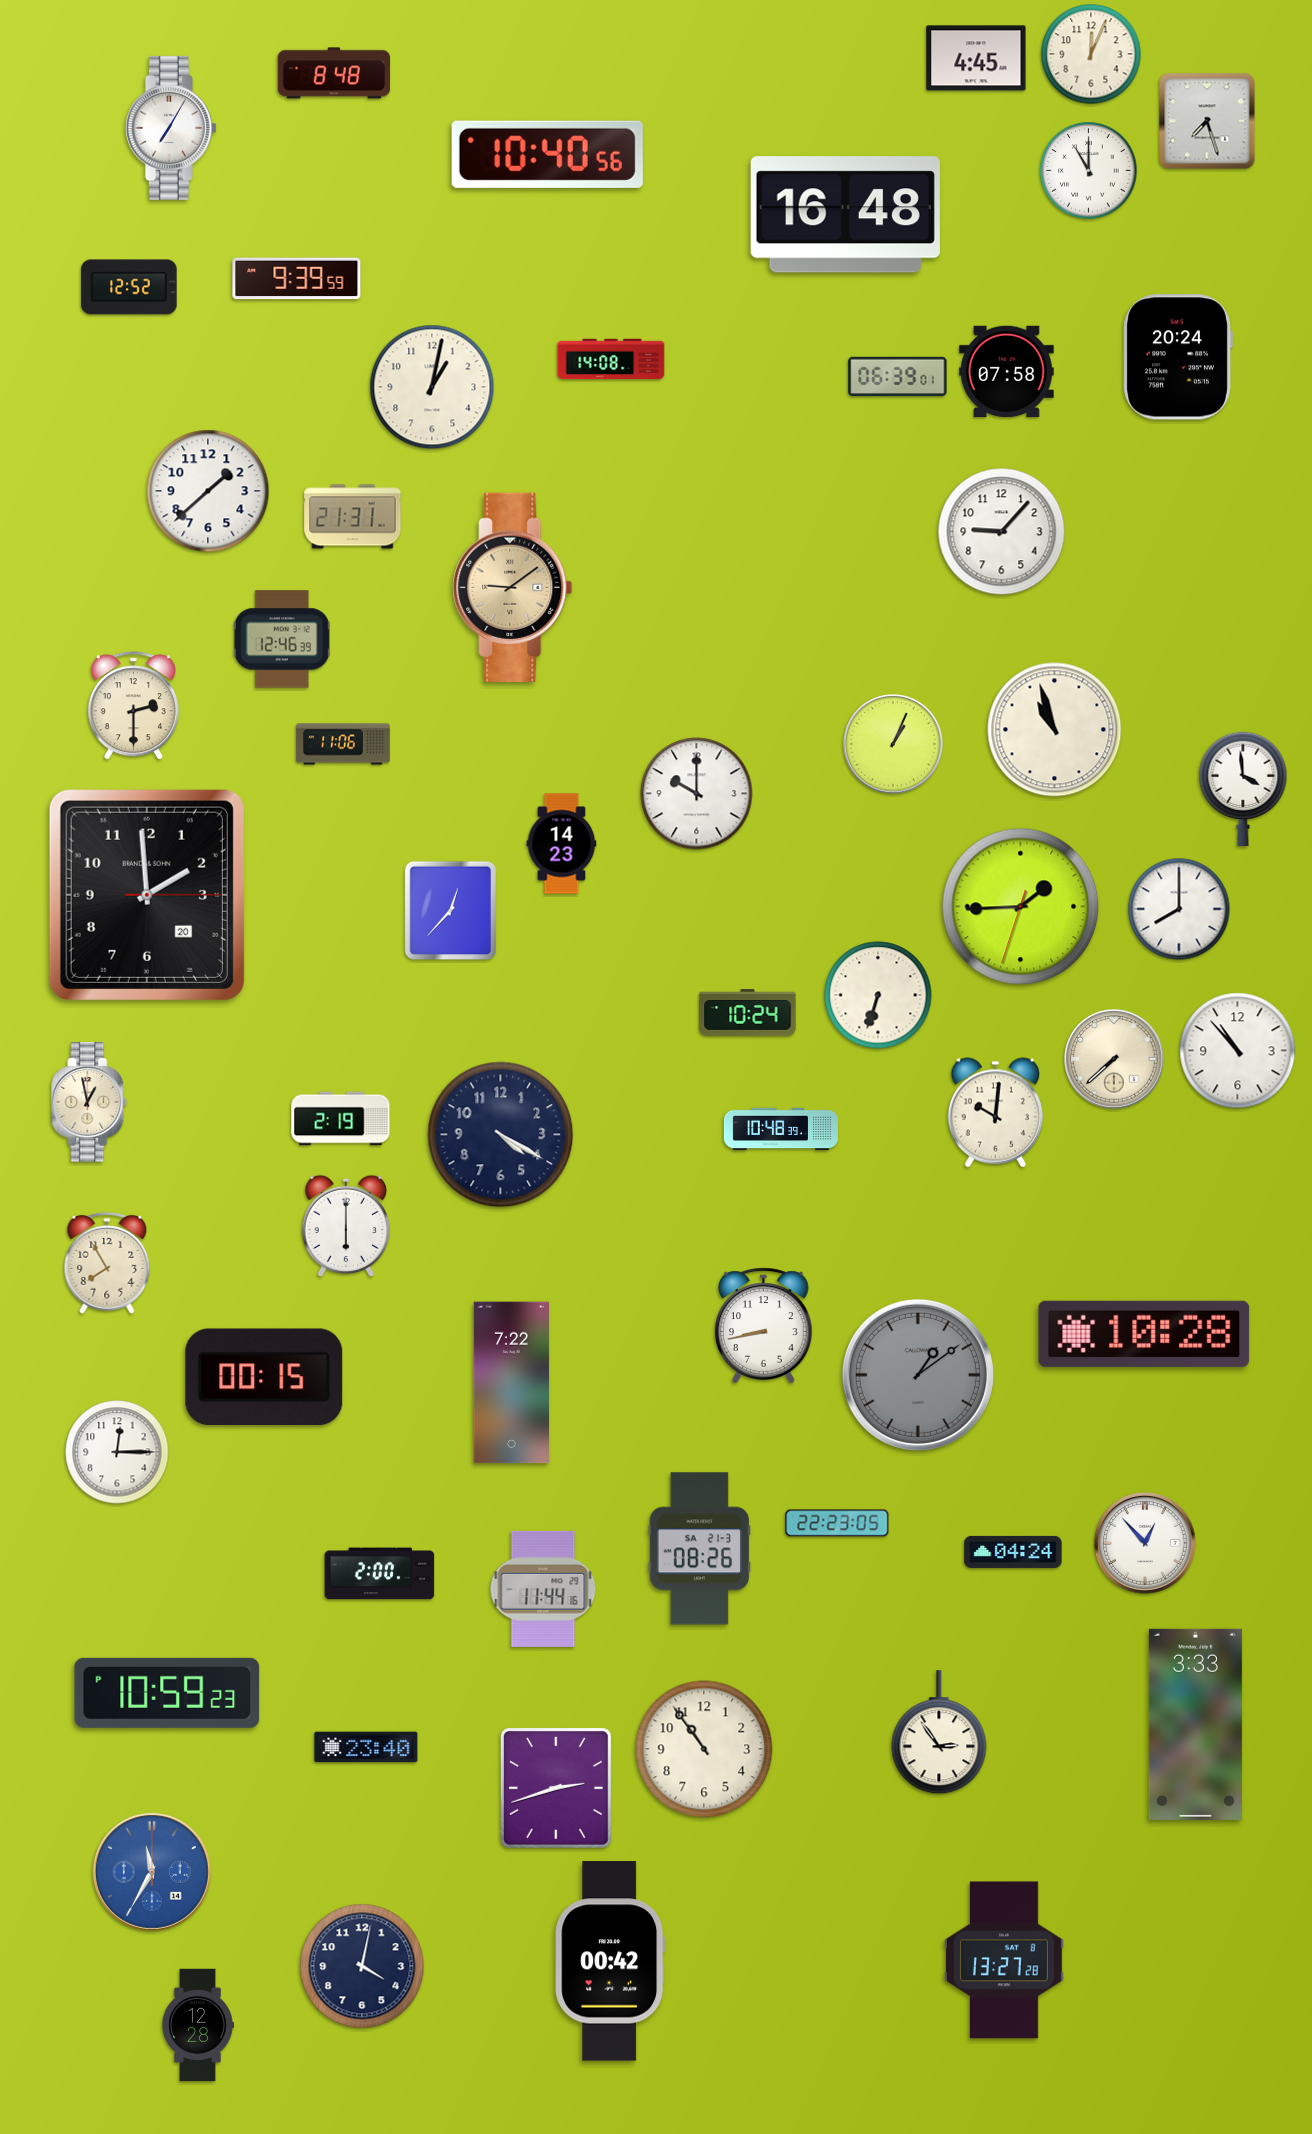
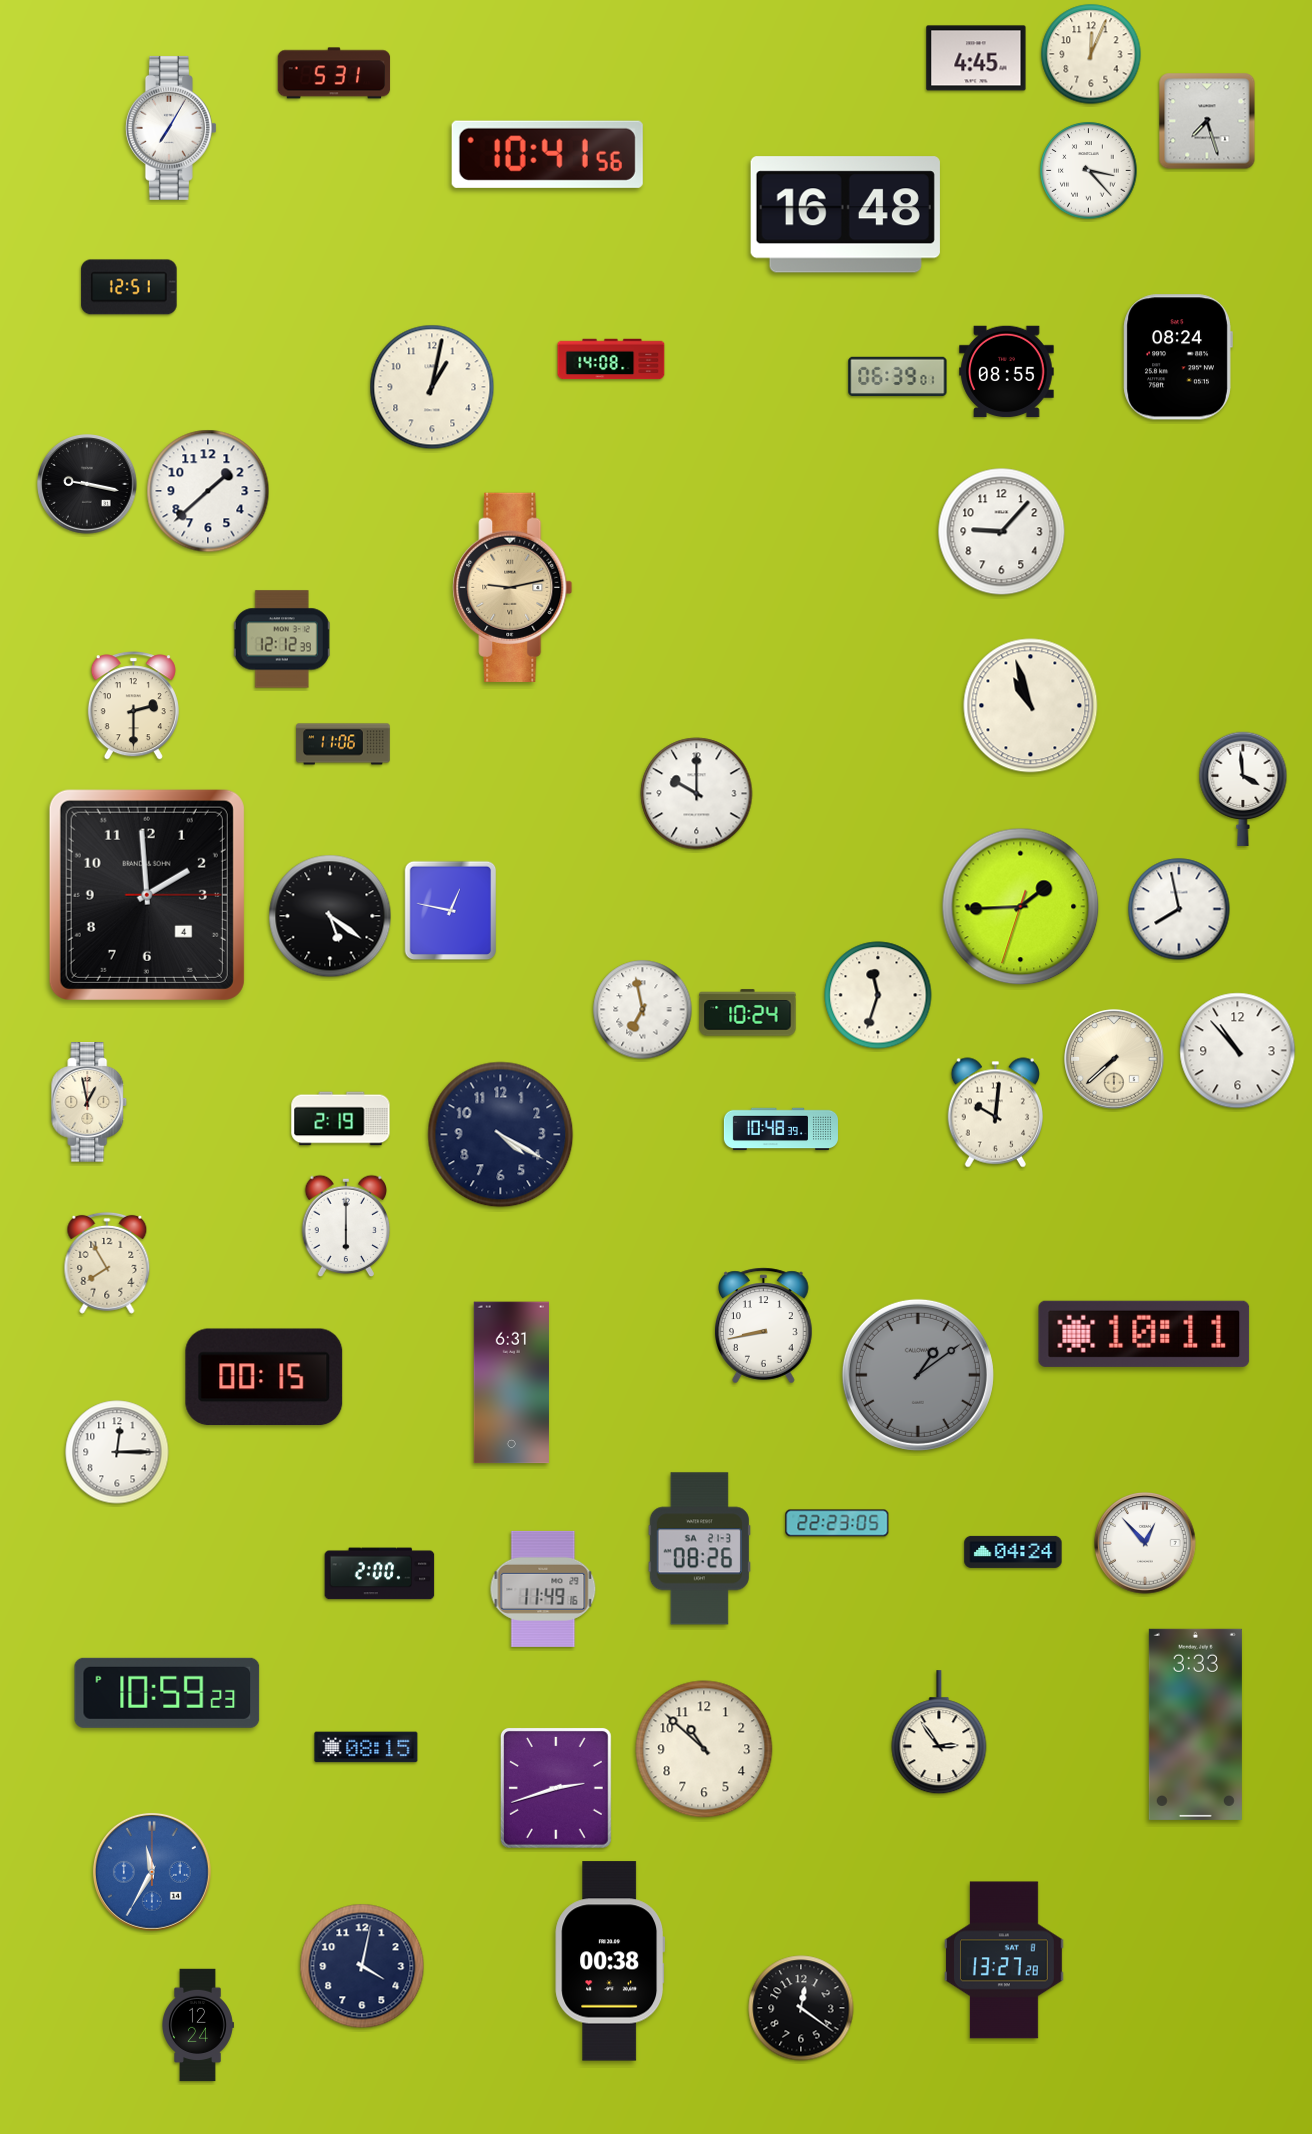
clock at (334, 73): 8:48 -> 5:31
clock at (547, 154): 10:40 -> 10:41
clock at (1089, 171): 11:00 -> 3:23
clock at (297, 279): 9:39 -> none
clock at (129, 287): 12:52 -> 12:51
clock at (1178, 357): 20:24 -> 08:24
clock at (1007, 372): 07:58 -> 08:55
clock at (87, 484): none -> 9:17
clock at (353, 517): 21:31 -> none
clock at (513, 587): 9:09 -> 9:13
clock at (282, 639): 12:46 -> 12:12
clock at (1055, 730) position: (1055, 730) -> (1031, 706)
clock at (893, 744): 1:04 -> none
clock at (562, 844): 14:23 -> none
clock at (147, 895) date: 20 -> 4
clock at (1179, 909): 8:00 -> 7:58
clock at (451, 911): 12:37 -> 12:47
clock at (330, 916): none -> 5:21
clock at (878, 995): 6:33 -> 11:33
clock at (643, 1010): none -> 6:58
clock at (1144, 1334): 10:28 -> 10:11
clock at (511, 1383): 7:22 -> 6:31
clock at (543, 1589): 11:44 -> 11:49
clock at (366, 1747): 23:40 -> 08:15
clock at (704, 1749): 10:54 -> 10:52
clock at (610, 1961): 00:42 -> 00:38
clock at (801, 2008): none -> 12:21
clock at (198, 2025): 12:28 -> 12:24
